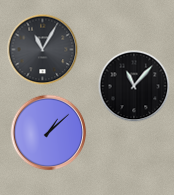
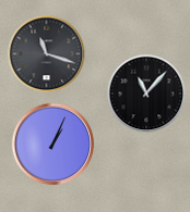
clock at (43, 50): 11:05 -> 11:18
clock at (49, 133): 1:08 -> 1:04
